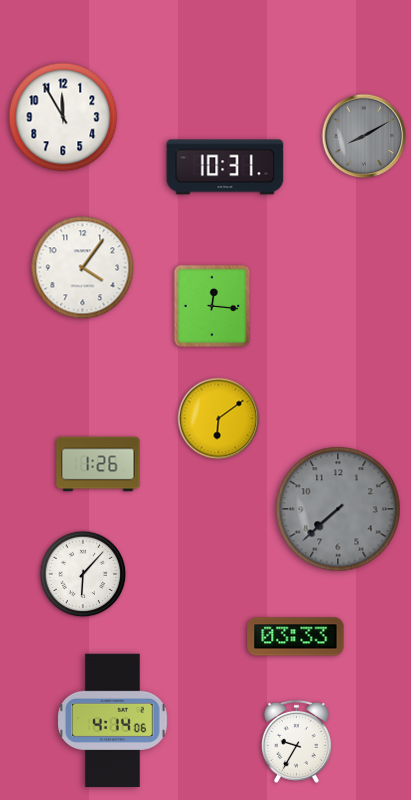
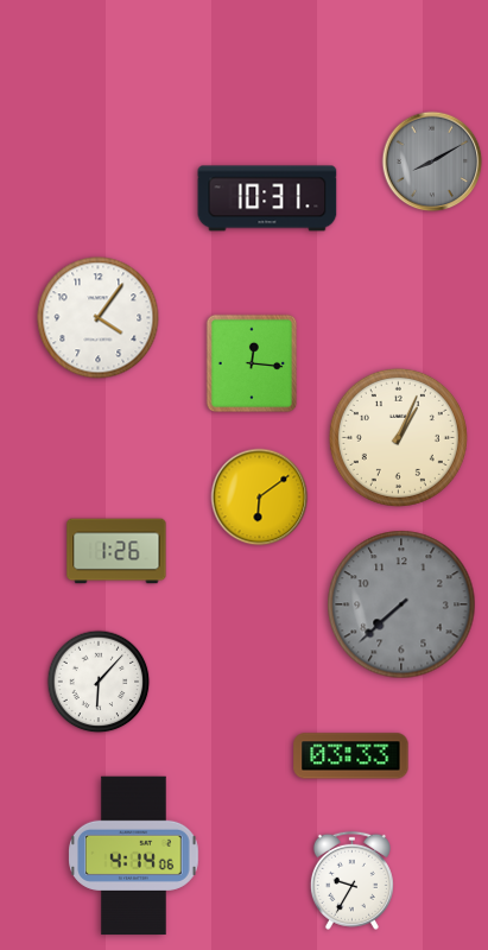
clock at (63, 117): 11:55 -> none
clock at (398, 437): none -> 1:04
